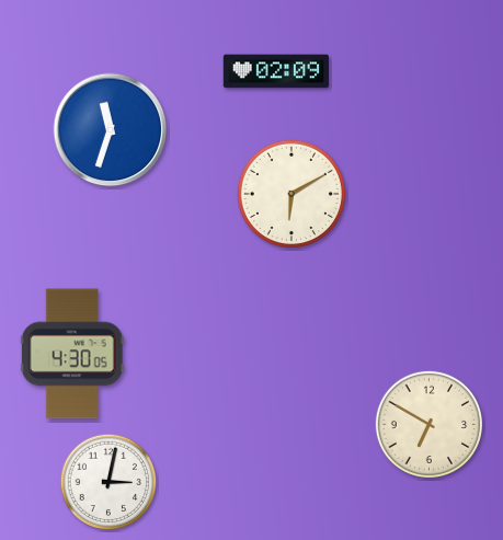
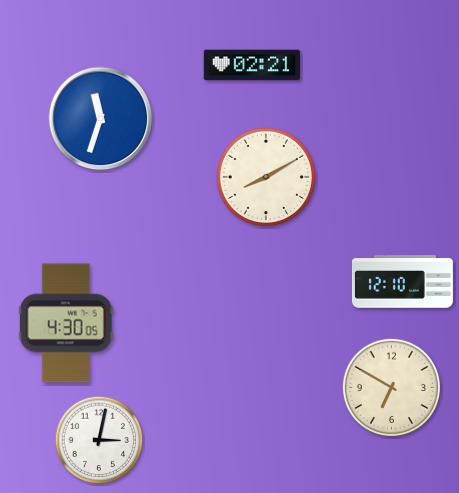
clock at (276, 71): 02:09 -> 02:21
clock at (290, 193): 6:10 -> 8:10
clock at (402, 282): none -> 12:10
